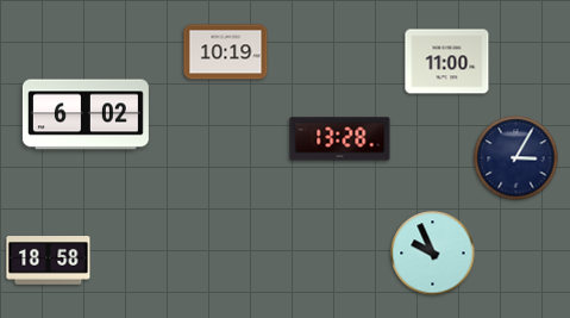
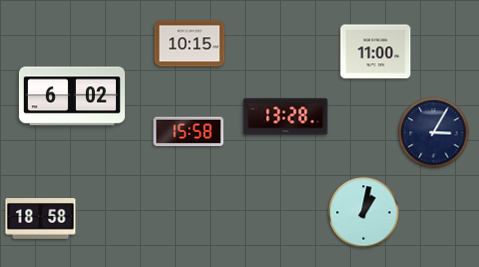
clock at (226, 52): 10:19 -> 10:15
clock at (189, 132): none -> 15:58
clock at (433, 254): 9:56 -> 1:02
